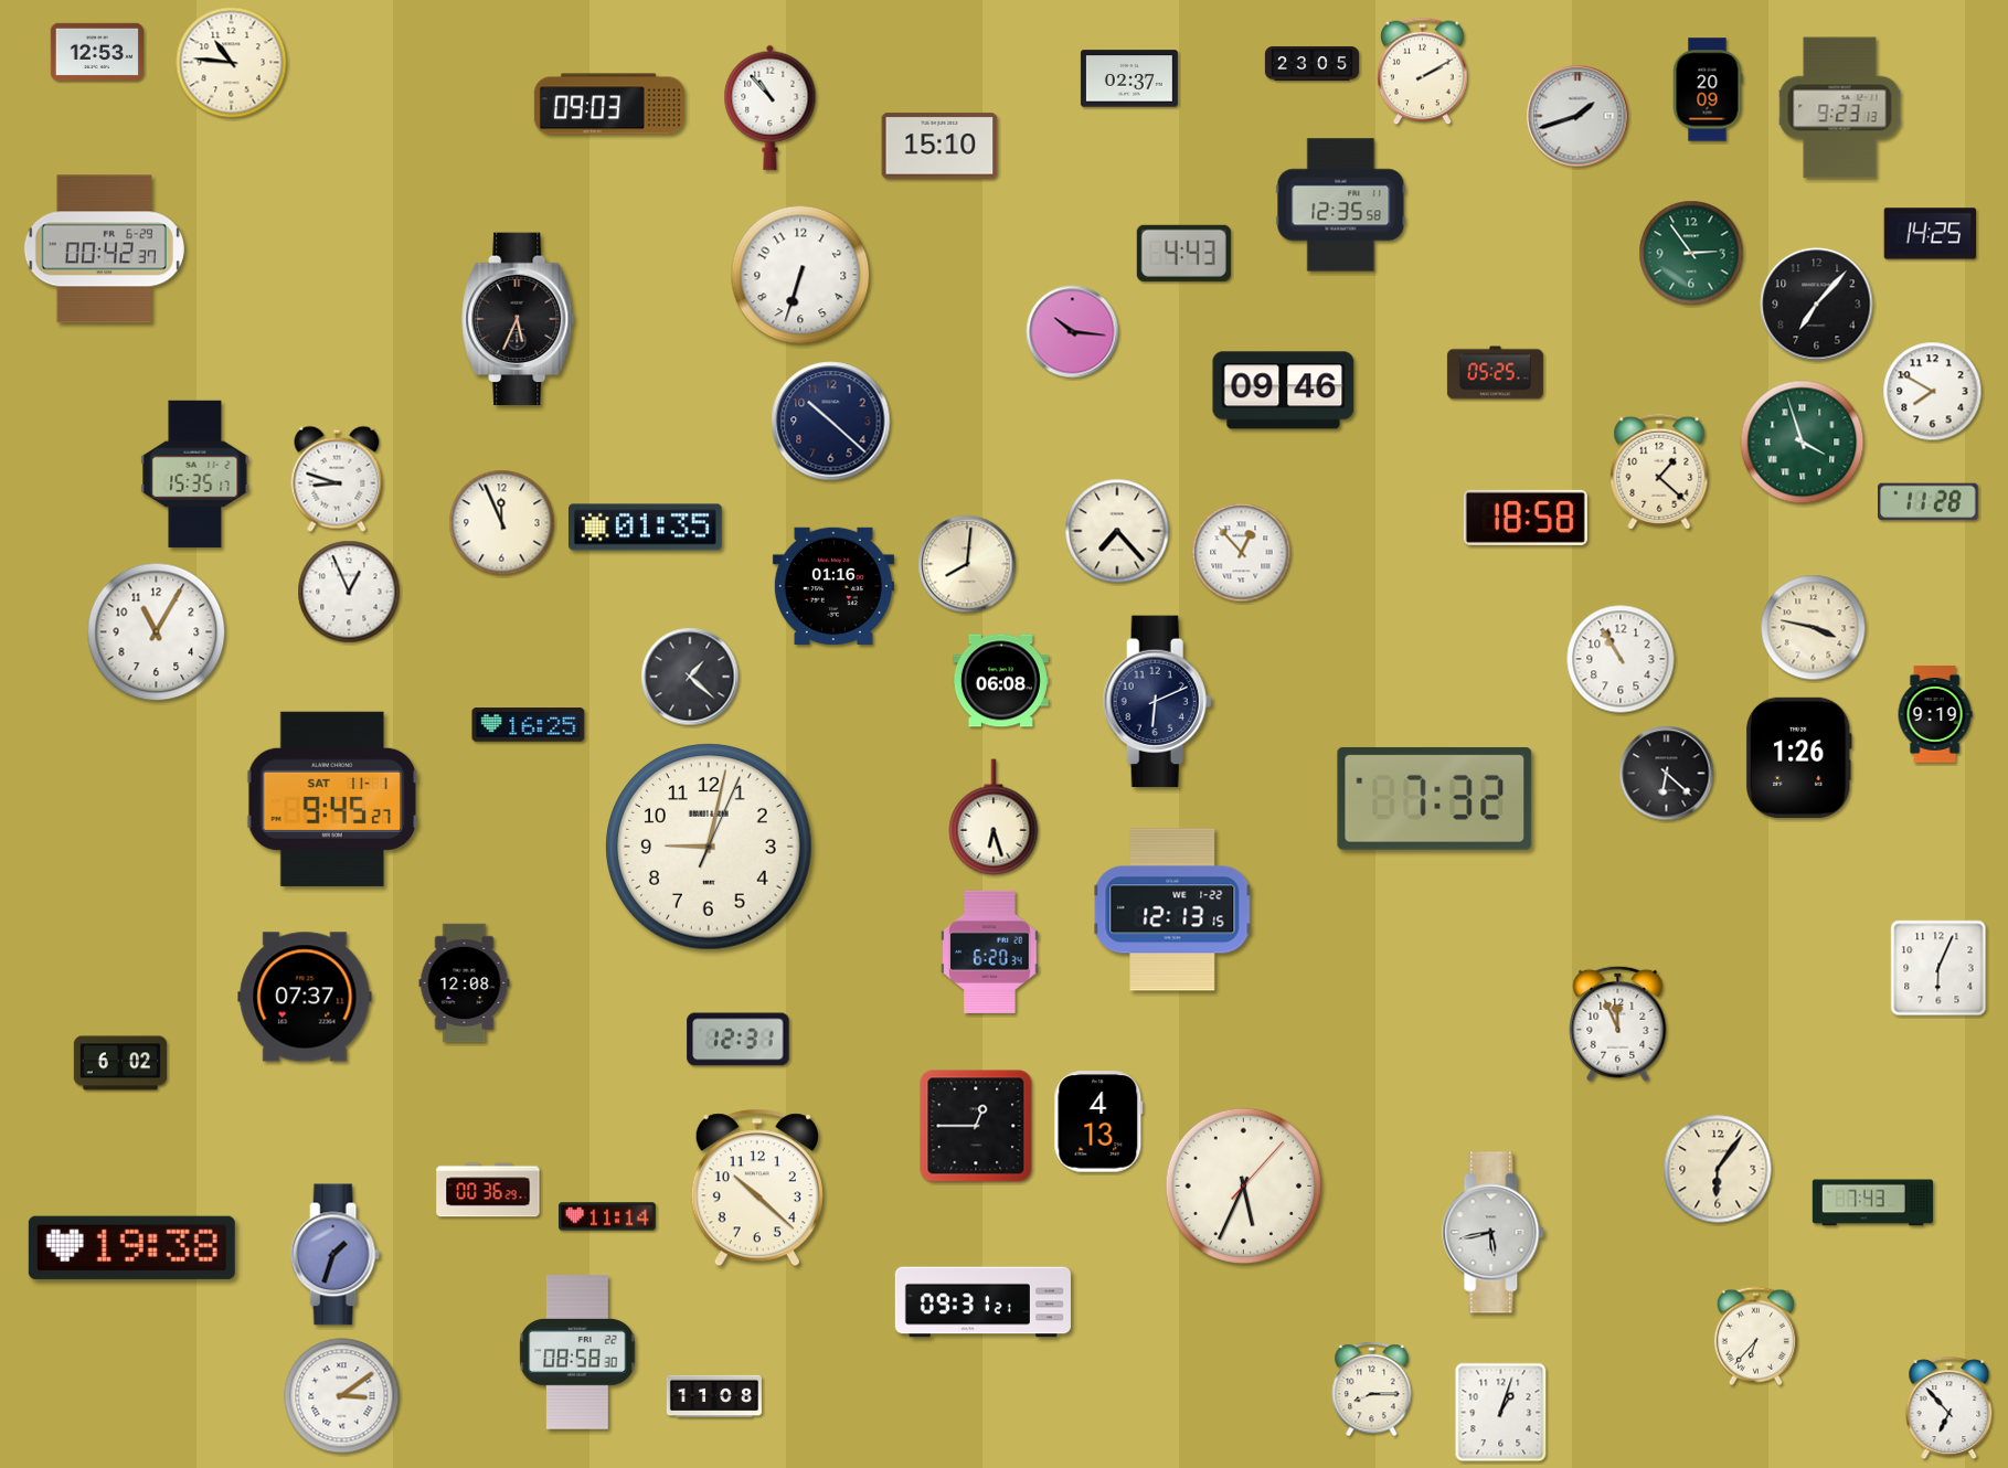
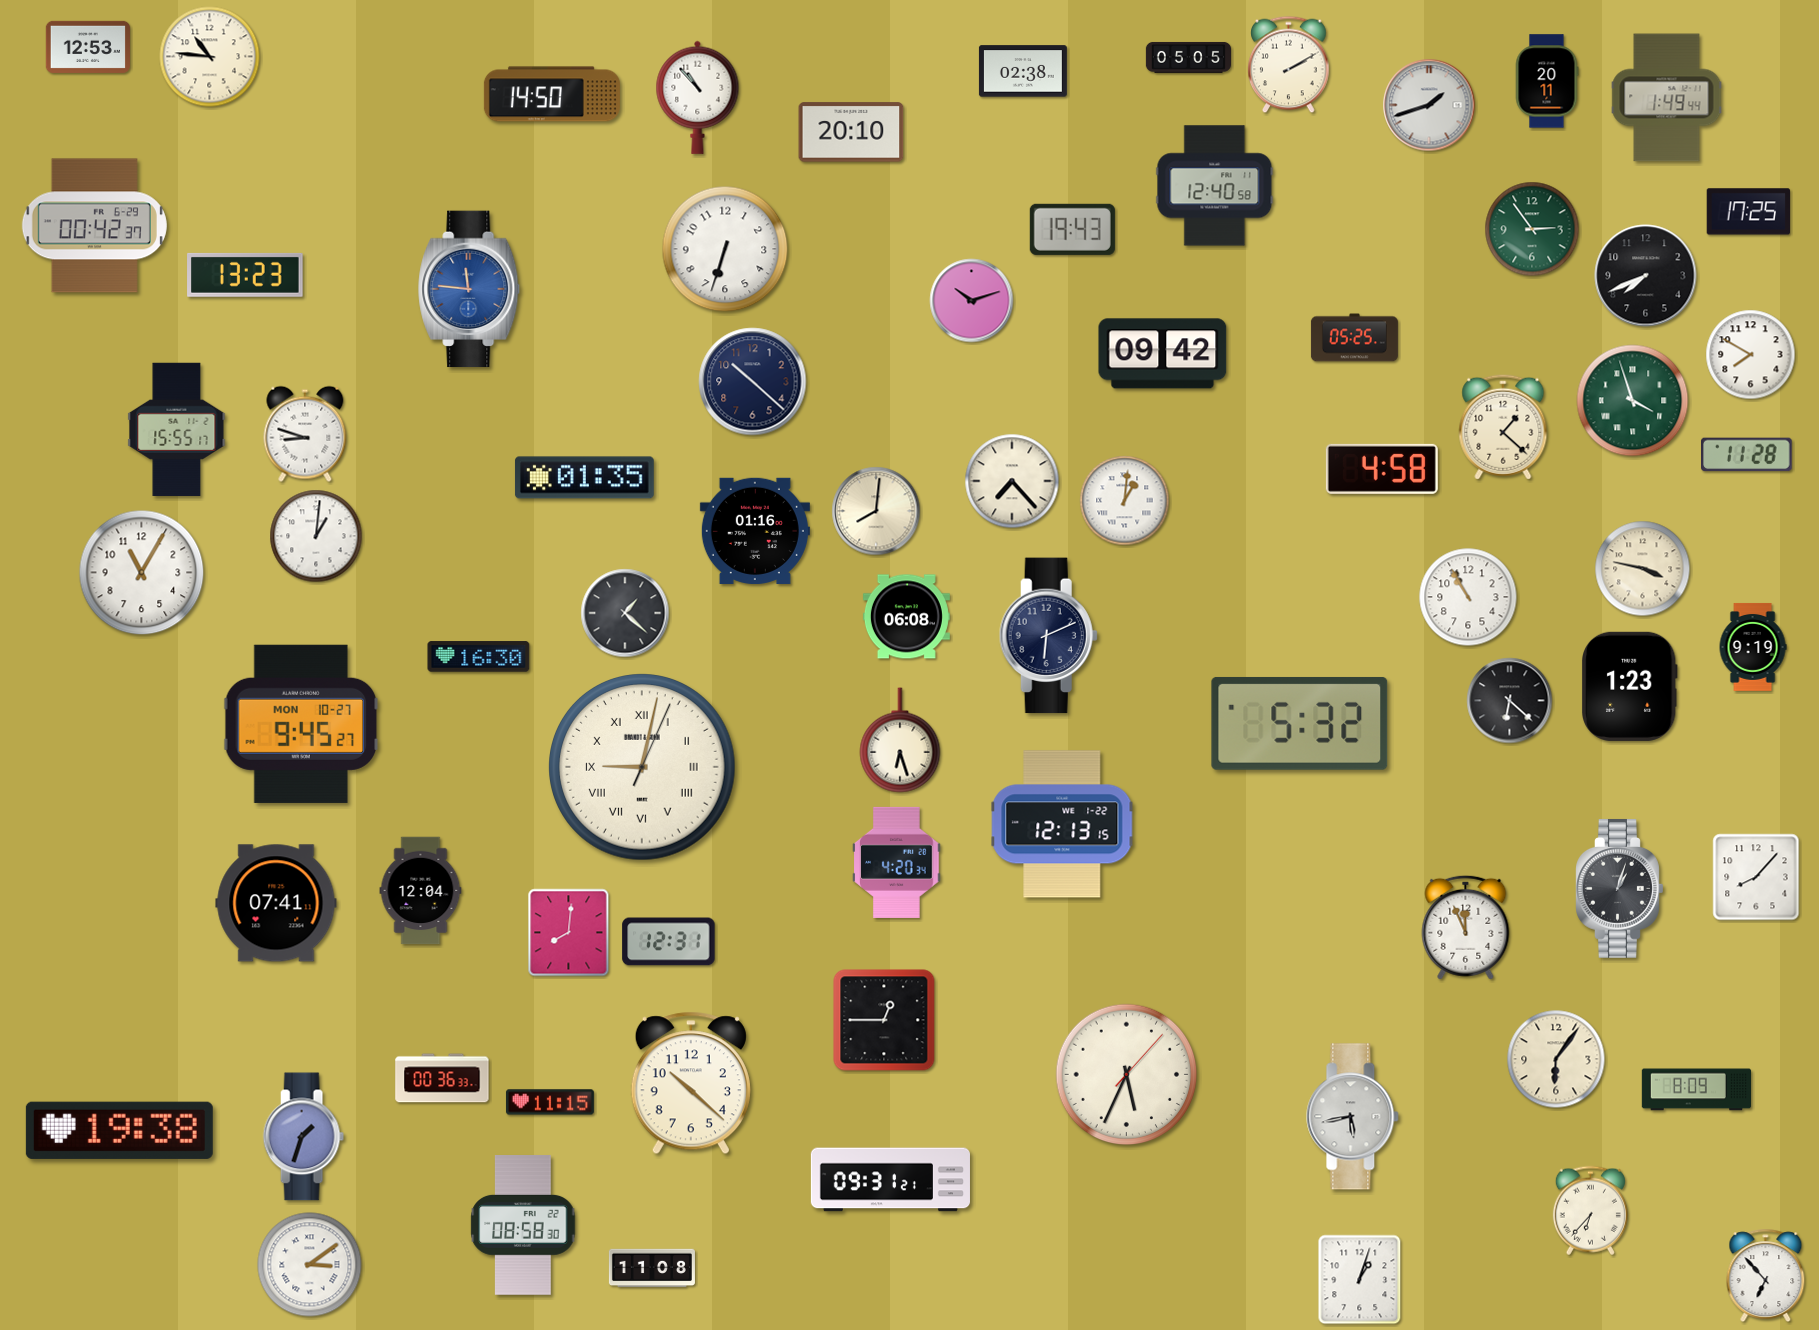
clock at (1311, 63): 23:05 -> 05:05
clock at (1129, 78): 02:37 -> 02:38
clock at (1708, 89): 20:09 -> 20:11
clock at (609, 104): 09:03 -> 14:50
clock at (1840, 108): 9:23 -> 1:49
clock at (939, 146): 15:10 -> 20:10
clock at (1341, 205): 12:35 -> 12:40
clock at (1930, 234): 14:25 -> 17:25
clock at (1183, 253): 4:43 -> 19:43
clock at (245, 275): none -> 13:23
clock at (1817, 305): 7:07 -> 7:41
clock at (519, 319): 5:34 -> 11:46
clock at (519, 319) dial: black -> blue
clock at (1073, 332): 10:16 -> 10:12
clock at (1284, 391): 09:46 -> 09:42
clock at (195, 474): 15:35 -> 15:55
clock at (1526, 518): 18:58 -> 4:58
clock at (502, 523): 11:56 -> none
clock at (1242, 553): 12:53 -> 1:01
clock at (349, 592): 12:56 -> 1:01
clock at (529, 725): 16:25 -> 16:30
clock at (1799, 757): 1:26 -> 1:23
clock at (1435, 798): 7:32 -> 5:32
clock at (332, 799) date: SAT 11-1 -> MON 10-27
clock at (709, 847) numerals: Arabic -> Roman
clock at (990, 951): 6:20 -> 4:20
clock at (1938, 968): 6:04 -> 8:07
clock at (1620, 888): none -> 1:03
clock at (465, 983): 12:08 -> 12:04
clock at (305, 997): 07:37 -> 07:41
clock at (569, 933): none -> 8:01
clock at (119, 1063): 6:02 -> none
clock at (1098, 1121): 4:13 -> none
clock at (757, 1188) position: (757, 1188) -> (691, 1083)
clock at (488, 1190): 00:36:29 -> 00:36:33
clock at (1872, 1203): 7:43 -> 8:09
clock at (607, 1216): 11:14 -> 11:15
clock at (1372, 1390): 8:15 -> none
clock at (714, 1396) position: (714, 1396) -> (652, 1268)
